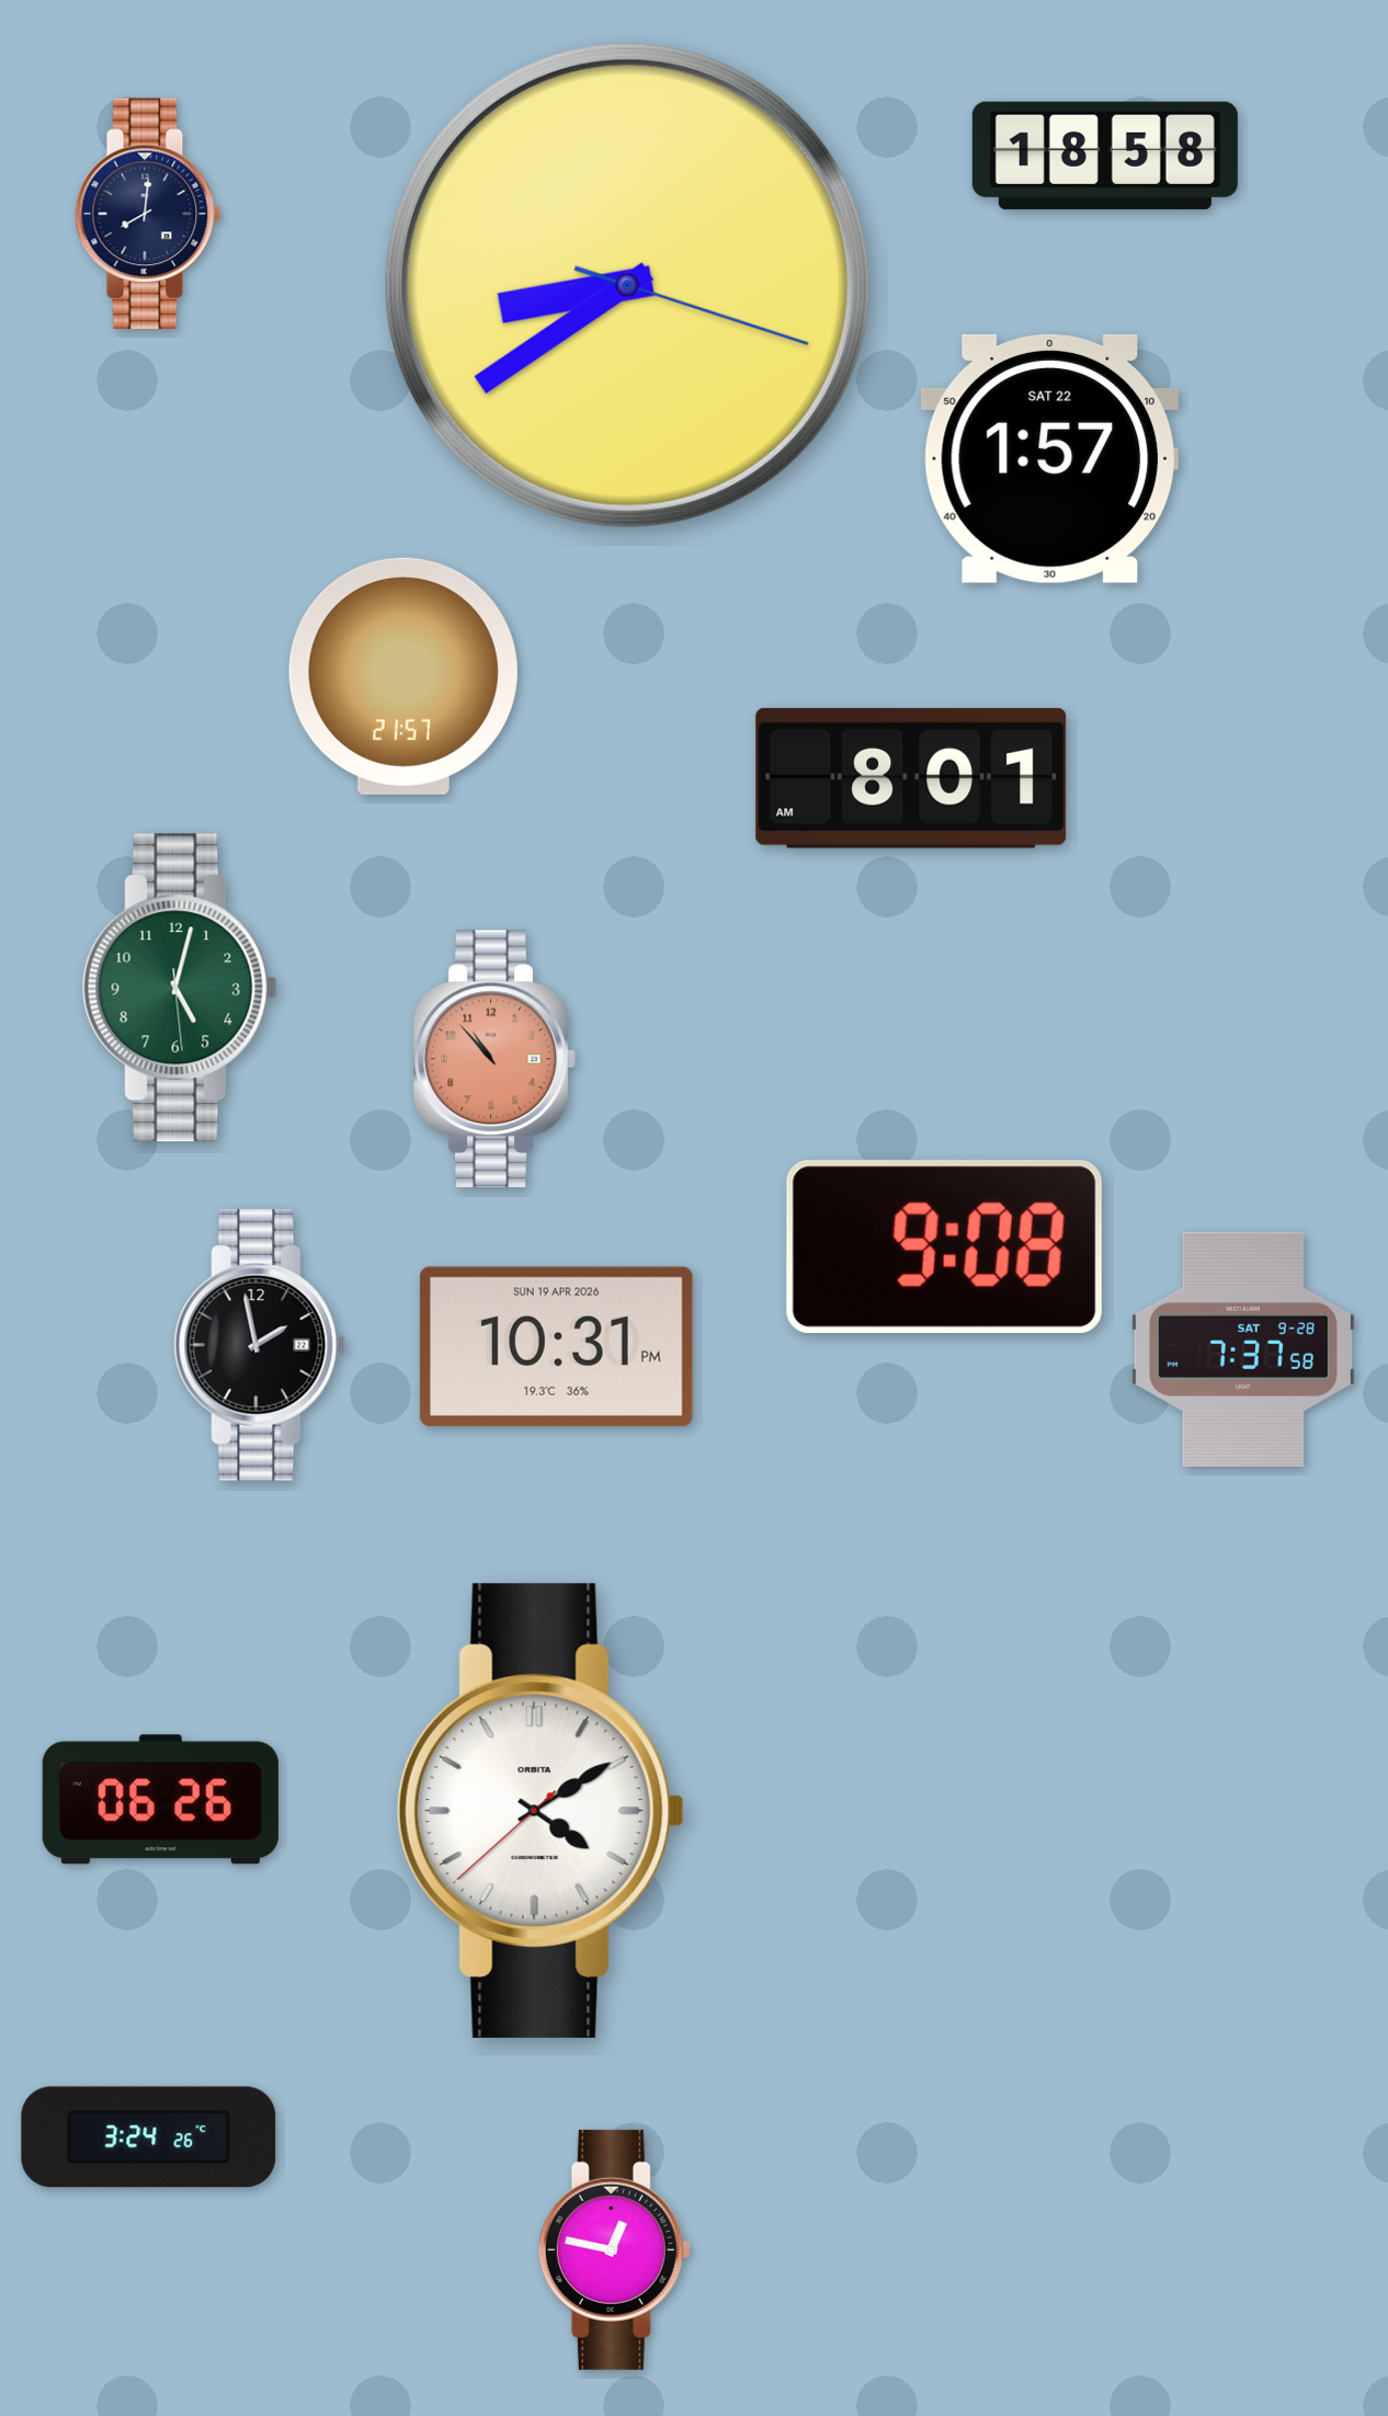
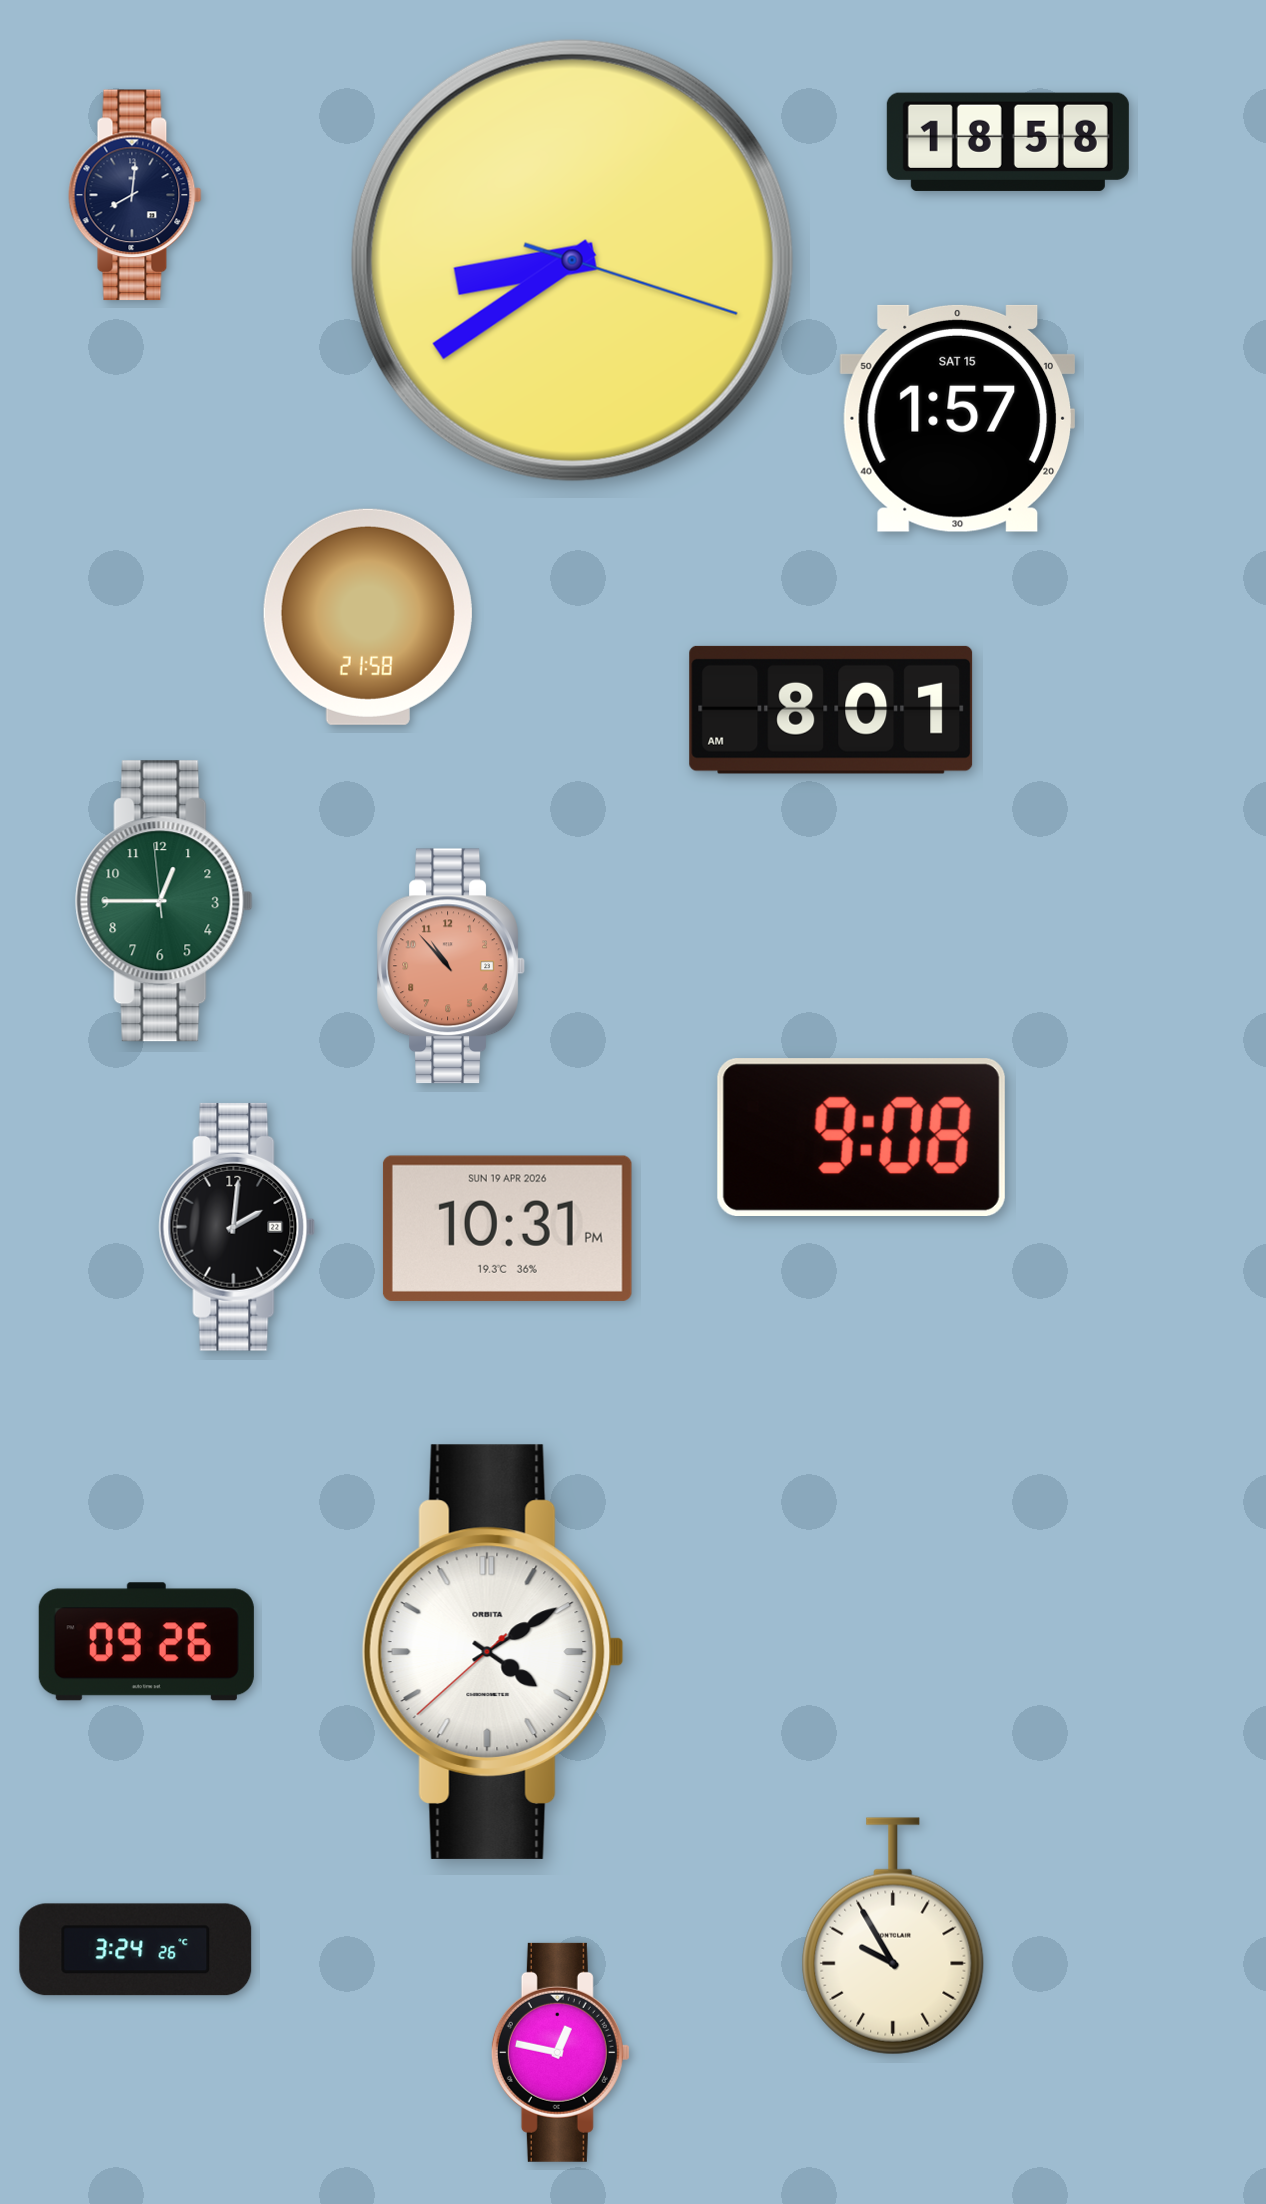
clock at (1049, 458) date: SAT 22 -> SAT 15
clock at (403, 676): 21:57 -> 21:58
clock at (180, 988): 5:02 -> 12:44
clock at (260, 1345): 1:58 -> 2:01
clock at (1243, 1349): 7:37 -> none
clock at (160, 1800): 06:26 -> 09:26
clock at (893, 1936): none -> 9:55
